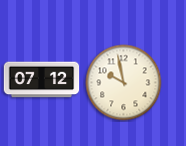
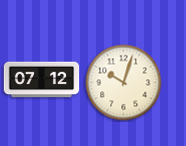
clock at (124, 83): 9:58 -> 10:03
